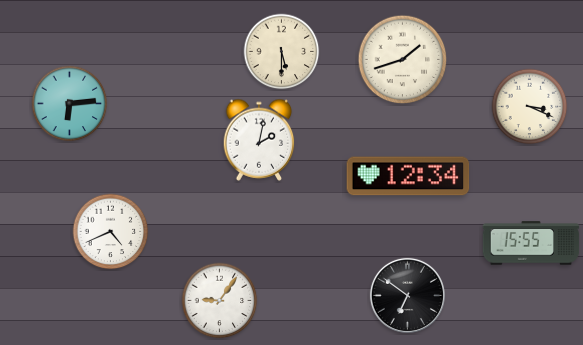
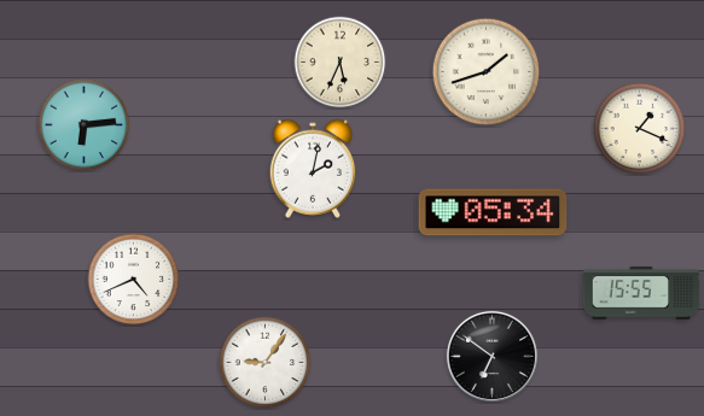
clock at (282, 52): 5:30 -> 5:34
clock at (530, 107): 3:19 -> 1:19
clock at (408, 176): 12:34 -> 05:34
